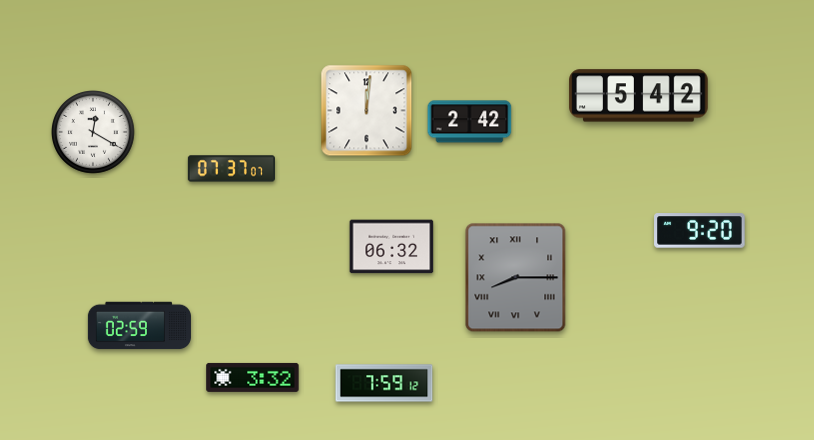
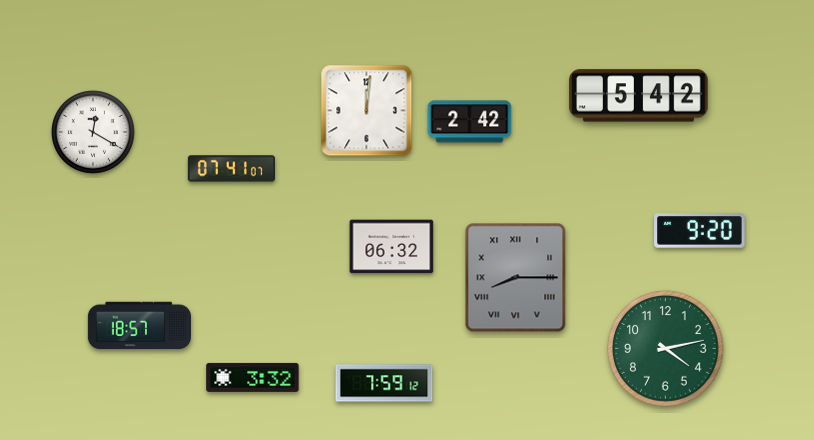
clock at (231, 169): 07:37 -> 07:41
clock at (139, 326): 02:59 -> 18:57
clock at (666, 349): none -> 4:13
